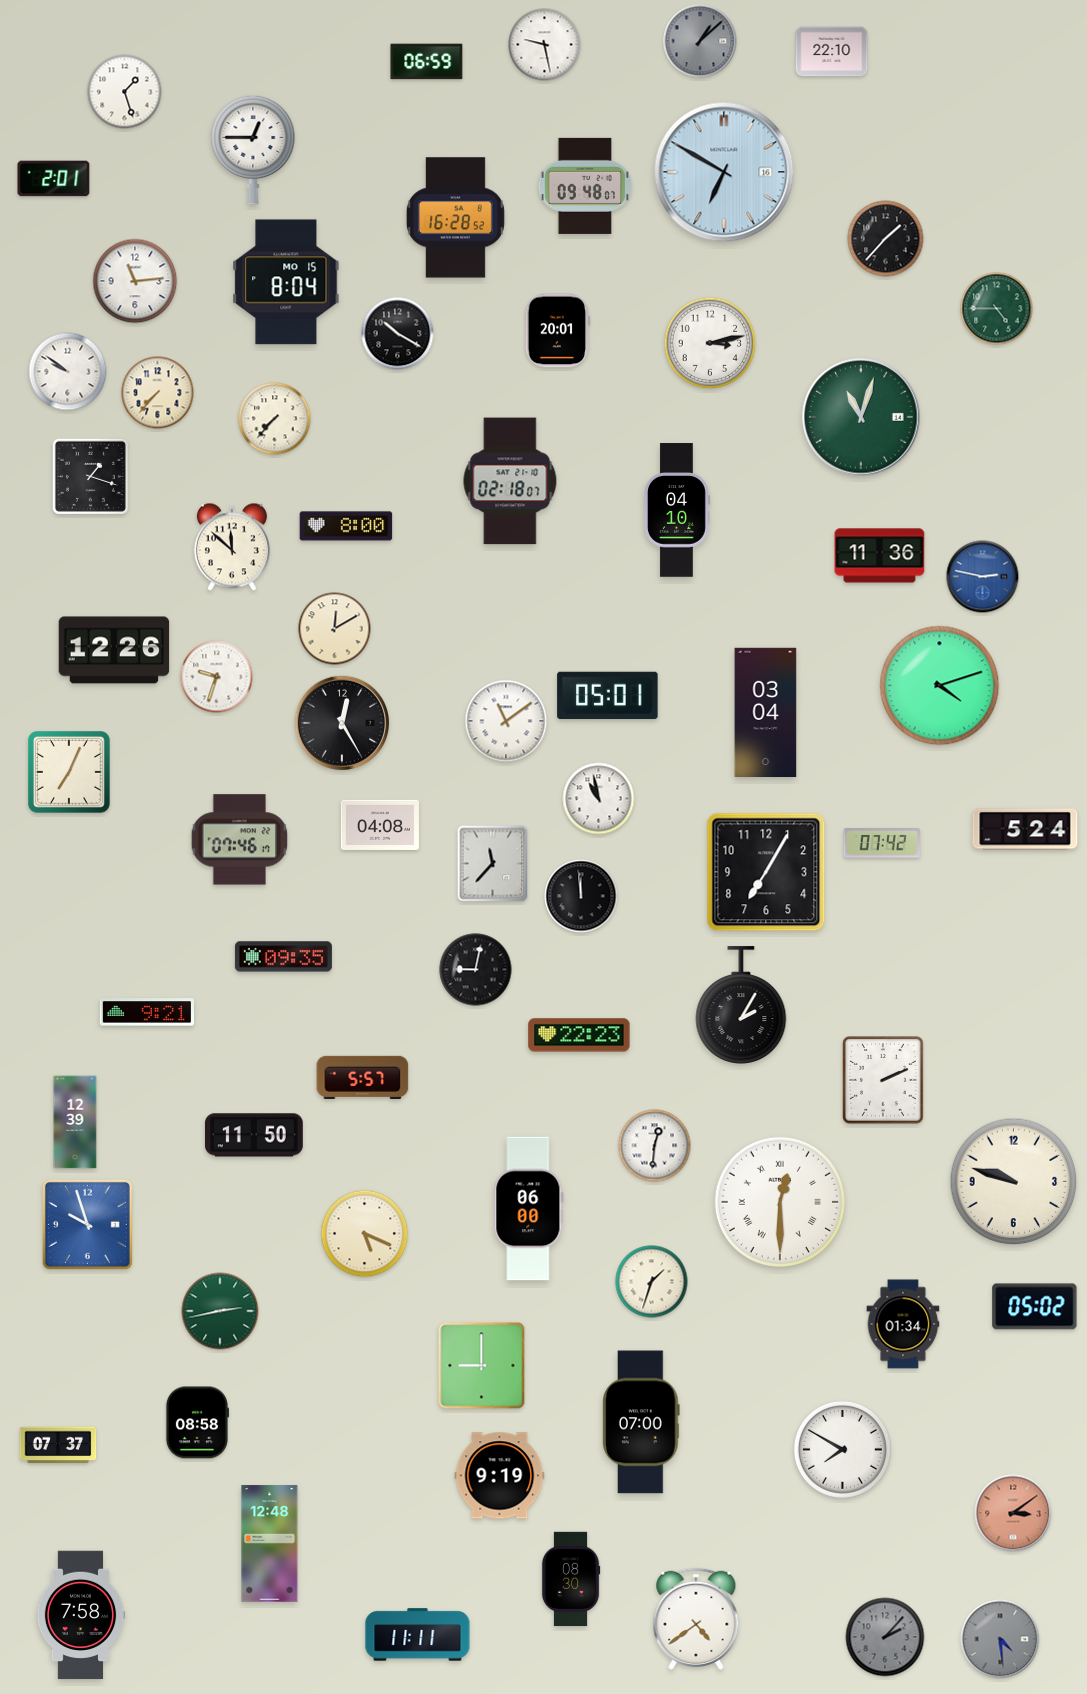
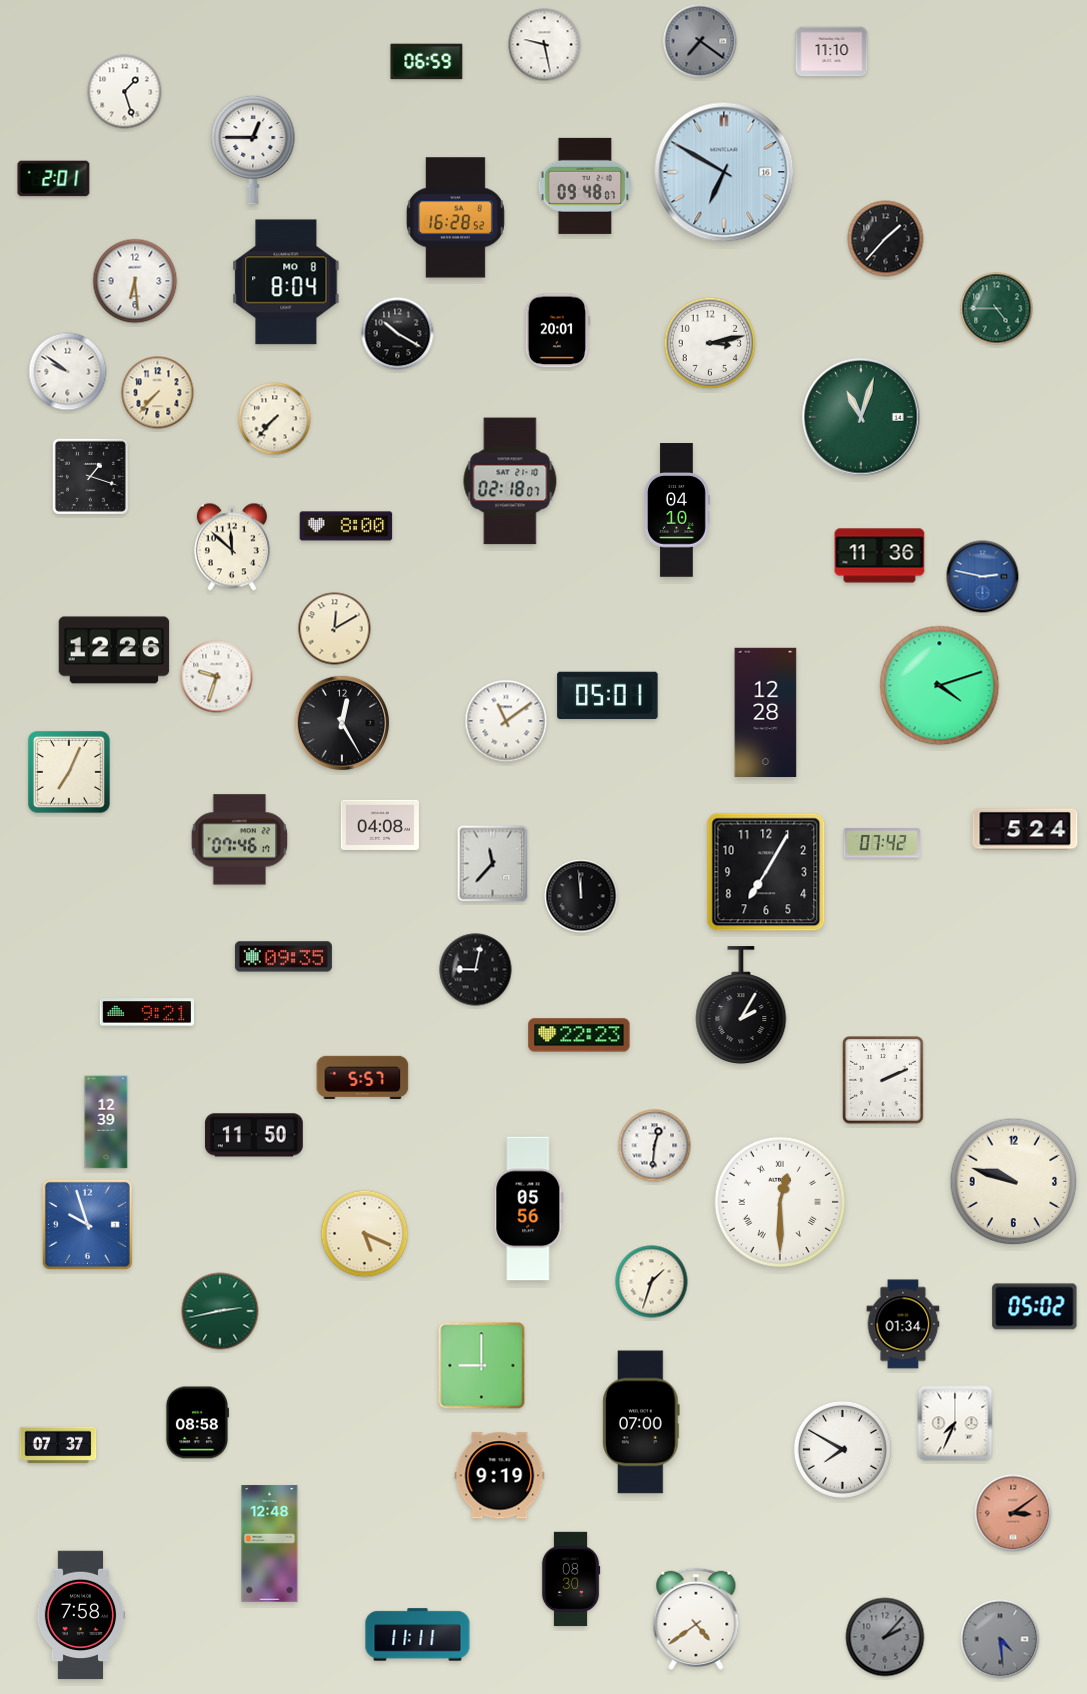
clock at (700, 41): 1:08 -> 7:21
clock at (832, 52): 22:10 -> 11:10
clock at (135, 281): 11:14 -> 6:29
clock at (286, 282) date: MO 15 -> MO 8
clock at (766, 712): 03:04 -> 12:28
clock at (599, 799): 10:58 -> none
clock at (75, 1122) position: (75, 1122) -> (106, 1122)
clock at (529, 1209): 06:00 -> 05:56
clock at (955, 1423): none -> 7:34
